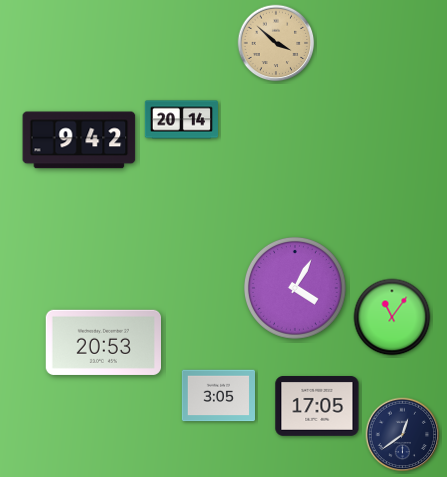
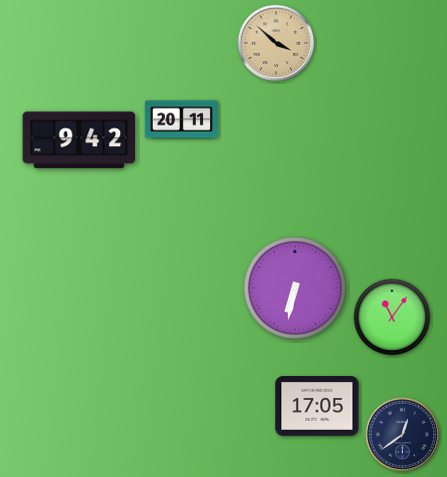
clock at (182, 120): 20:14 -> 20:11
clock at (295, 288): 4:05 -> 6:32
clock at (103, 342): 20:53 -> none
clock at (218, 396): 3:05 -> none
